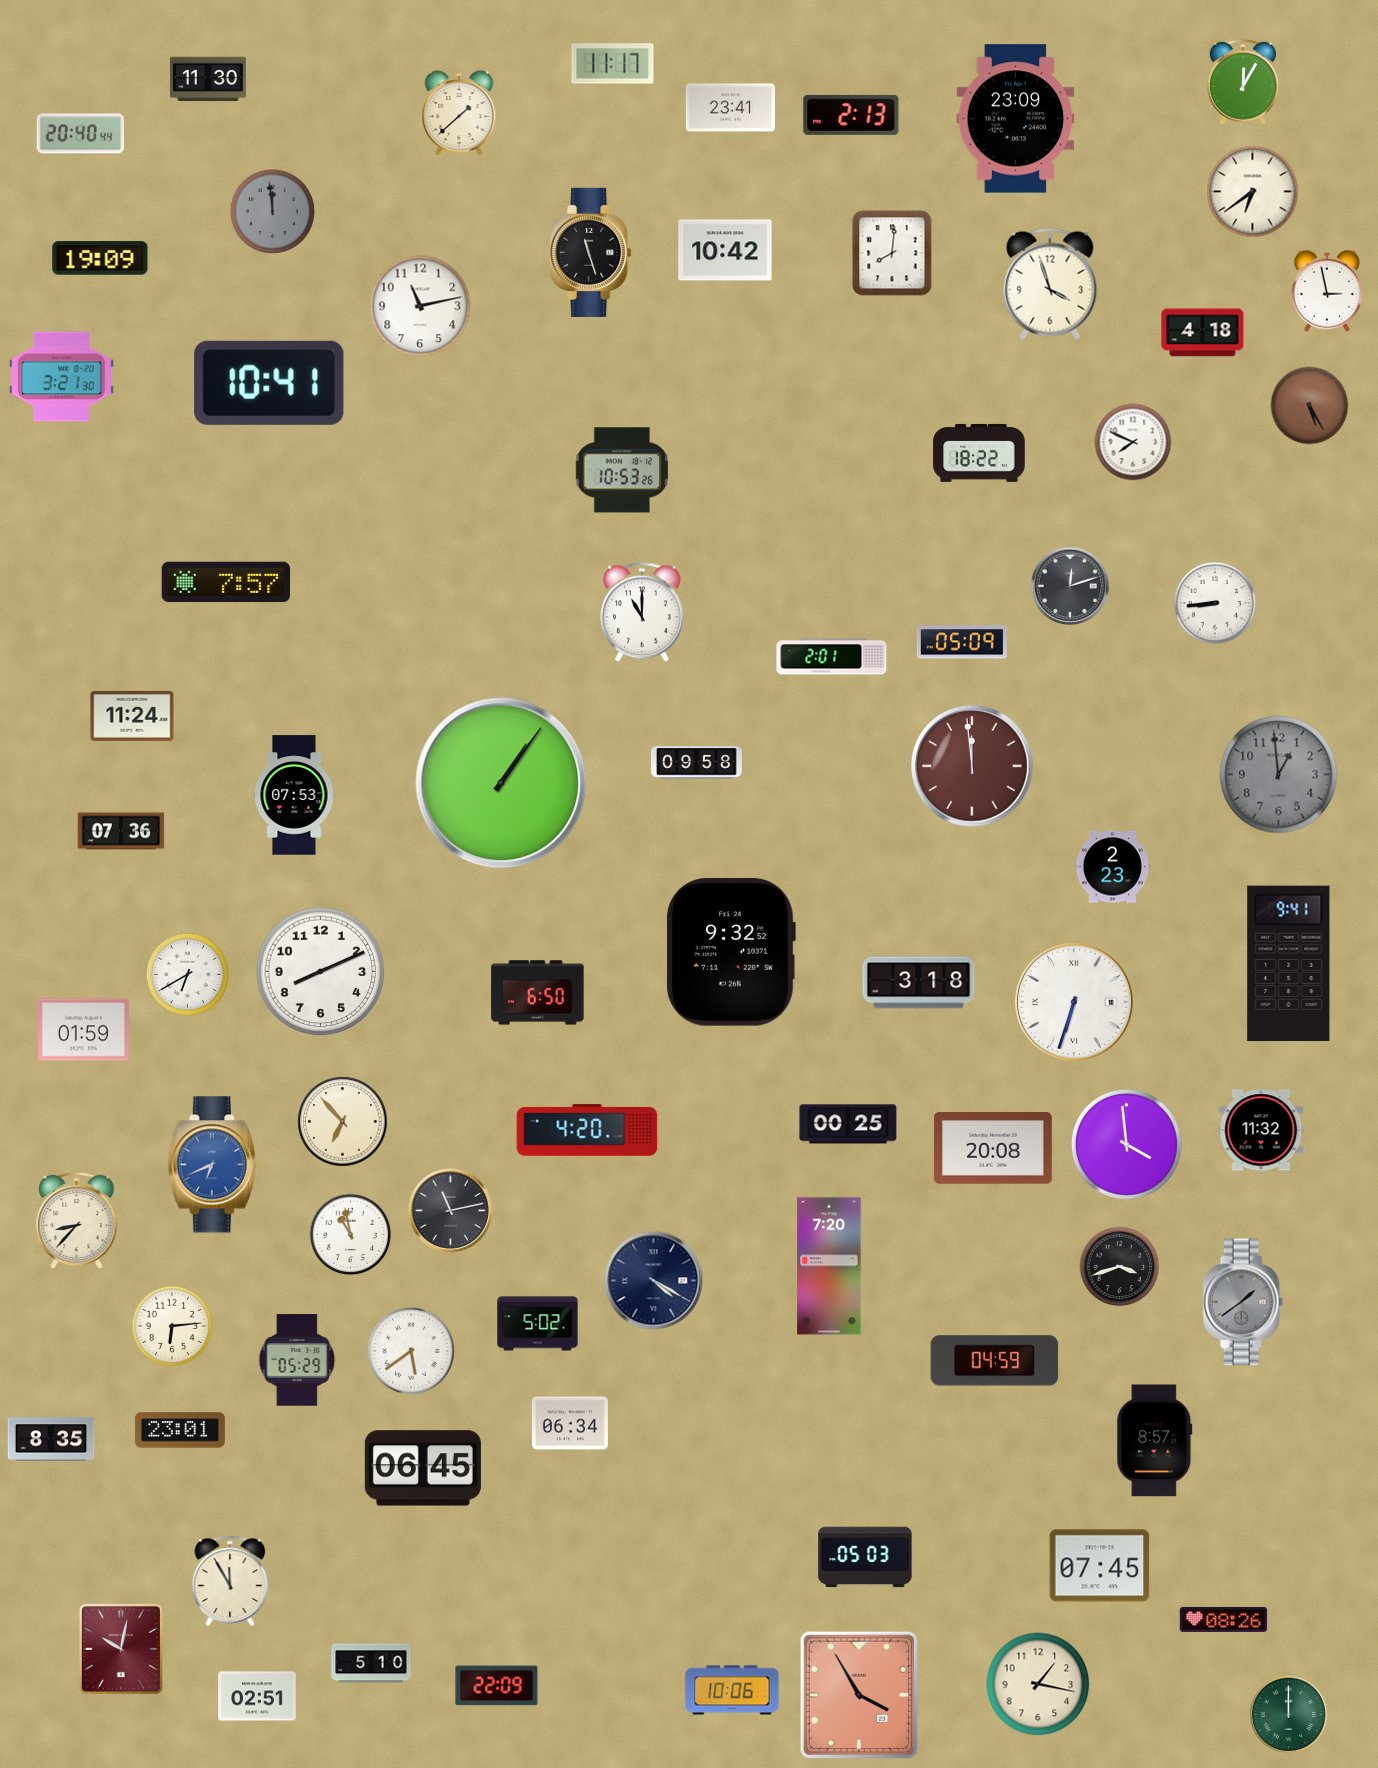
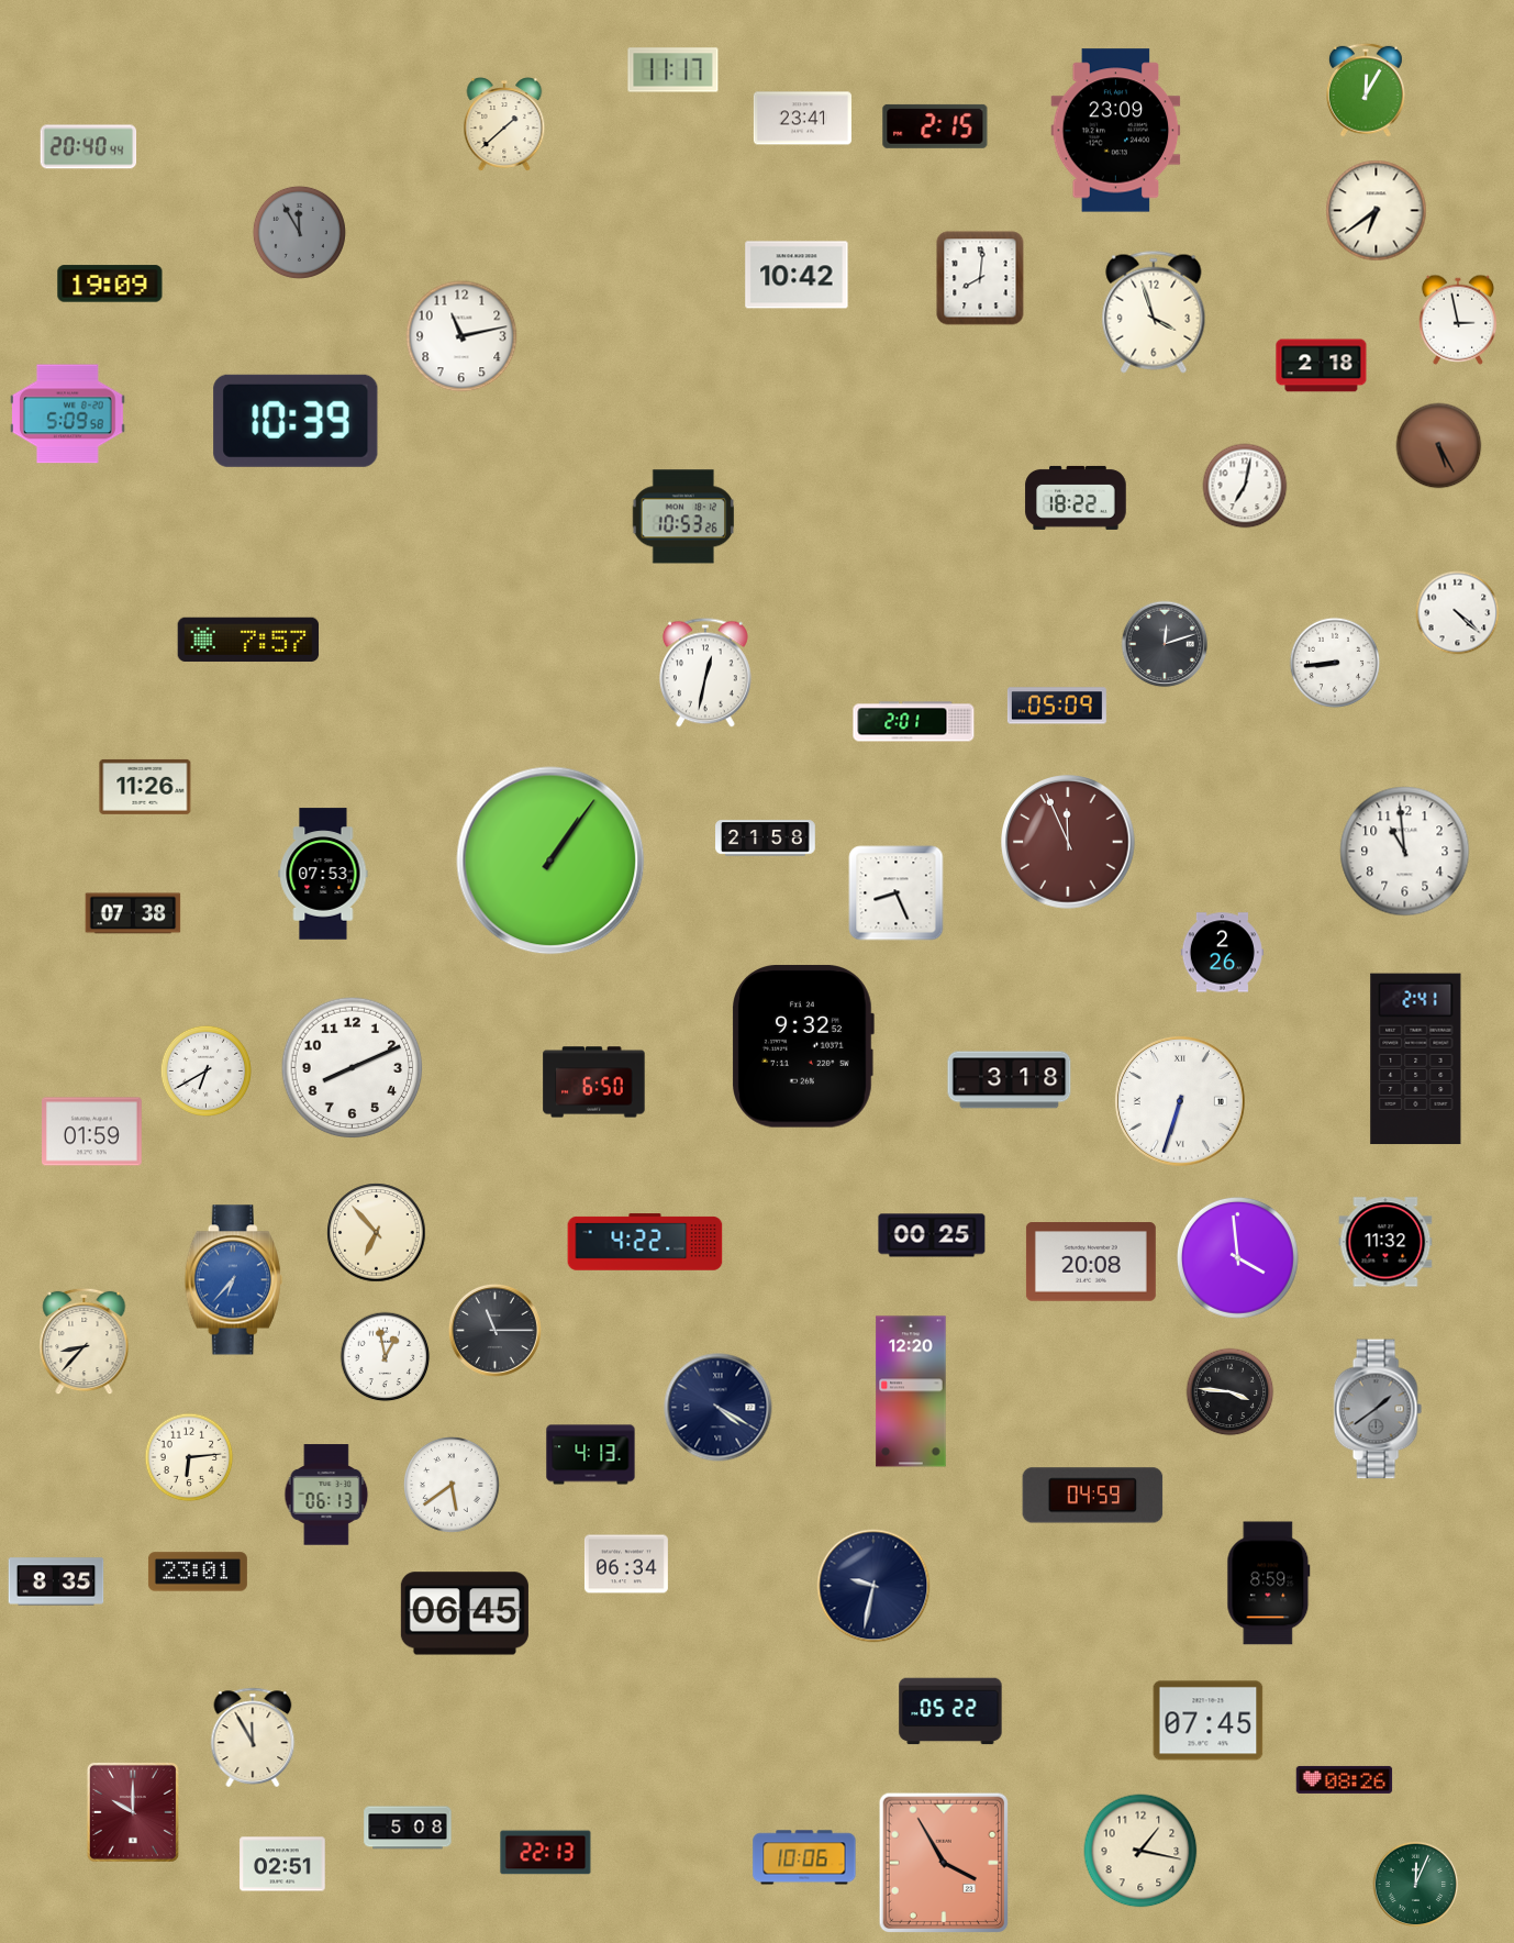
clock at (208, 79): 11:30 -> none
clock at (851, 115): 2:13 -> 2:15
clock at (272, 211): 11:59 -> 11:55
clock at (591, 252): 11:27 -> none
clock at (1203, 333): 4:18 -> 2:18
clock at (62, 377): 3:21 -> 5:09
clock at (269, 383): 10:41 -> 10:39
clock at (1133, 442): 7:49 -> 7:02
clock at (1458, 613): none -> 4:22
clock at (1070, 586) position: (1070, 586) -> (1165, 644)
clock at (643, 612): 11:00 -> 12:32
clock at (132, 716): 11:24 -> 11:26
clock at (697, 763): 09:58 -> 21:58
clock at (972, 766): 11:59 -> 11:56
clock at (1279, 775): 12:59 -> 10:59
clock at (1279, 775) dial: grey -> white
clock at (897, 893): none -> 8:26
clock at (121, 831): 07:36 -> 07:38
clock at (1112, 867): 2:23 -> 2:26
clock at (1289, 964): 9:41 -> 2:41
clock at (538, 993) position: (538, 993) -> (594, 1082)
clock at (587, 1130): 4:20 -> 4:22
clock at (212, 1165): 6:41 -> 6:37
clock at (450, 1210): 11:13 -> 11:15
clock at (351, 1235): 10:58 -> 12:58
clock at (829, 1266): 7:20 -> 12:20
clock at (1120, 1267): 3:42 -> 3:46
clock at (1243, 1302) position: (1243, 1302) -> (1378, 1409)
clock at (538, 1324): 5:02 -> 4:13
clock at (297, 1360): 05:29 -> 06:13
clock at (1155, 1441): 8:57 -> 8:59
clock at (873, 1586): none -> 9:32
clock at (865, 1557): 05:03 -> 05:22
clock at (121, 1649): 10:02 -> 10:00
clock at (371, 1663): 5:10 -> 5:08
clock at (497, 1686): 22:09 -> 22:13
clock at (1289, 1715): 12:00 -> 12:04
